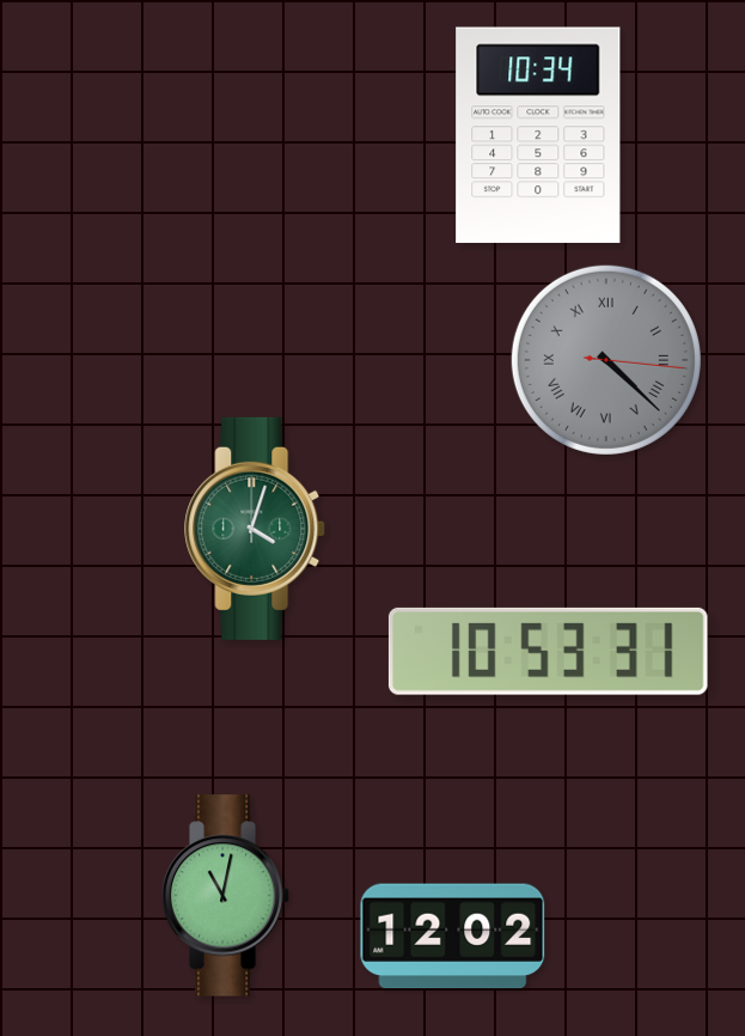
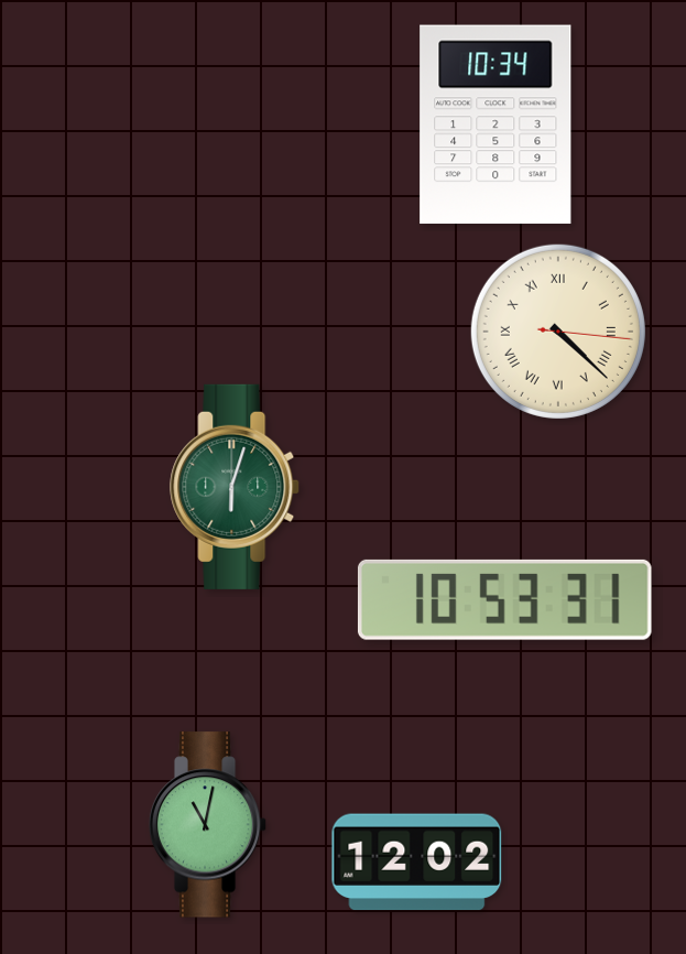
clock at (606, 360) dial: grey -> cream
clock at (256, 529): 4:03 -> 6:03
